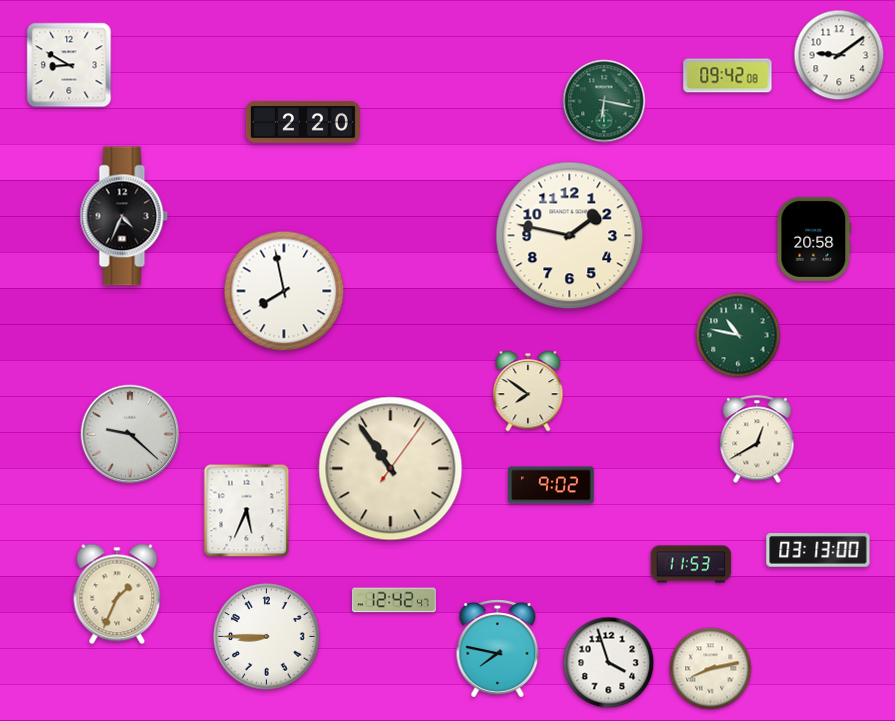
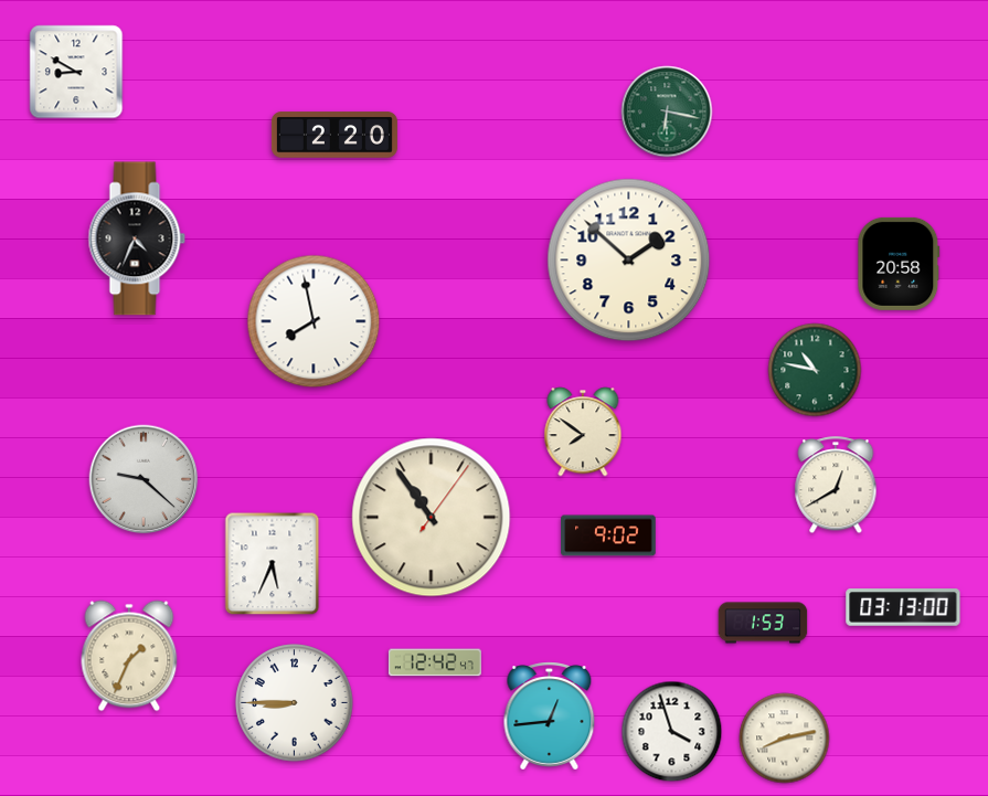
clock at (839, 55): 9:09 -> none
clock at (728, 76): 09:42 -> none
clock at (570, 236): 1:47 -> 1:52
clock at (691, 564): 11:53 -> 1:53
clock at (498, 649): 7:47 -> 12:44
